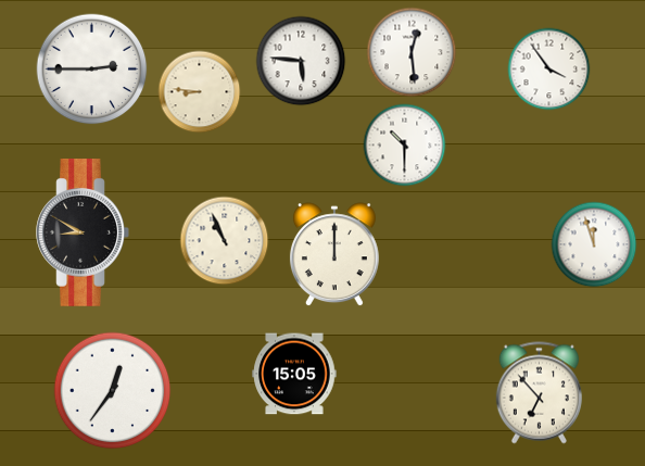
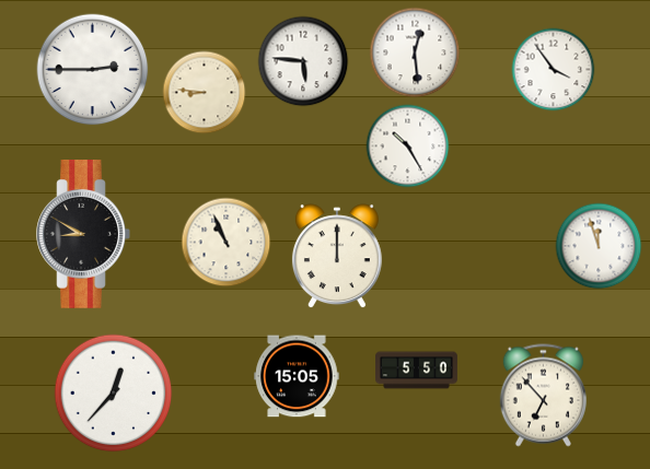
clock at (200, 92) position: (200, 92) -> (205, 93)
clock at (405, 146): 10:30 -> 10:25
clock at (417, 371): none -> 5:50
clock at (113, 391): 12:36 -> 12:37
